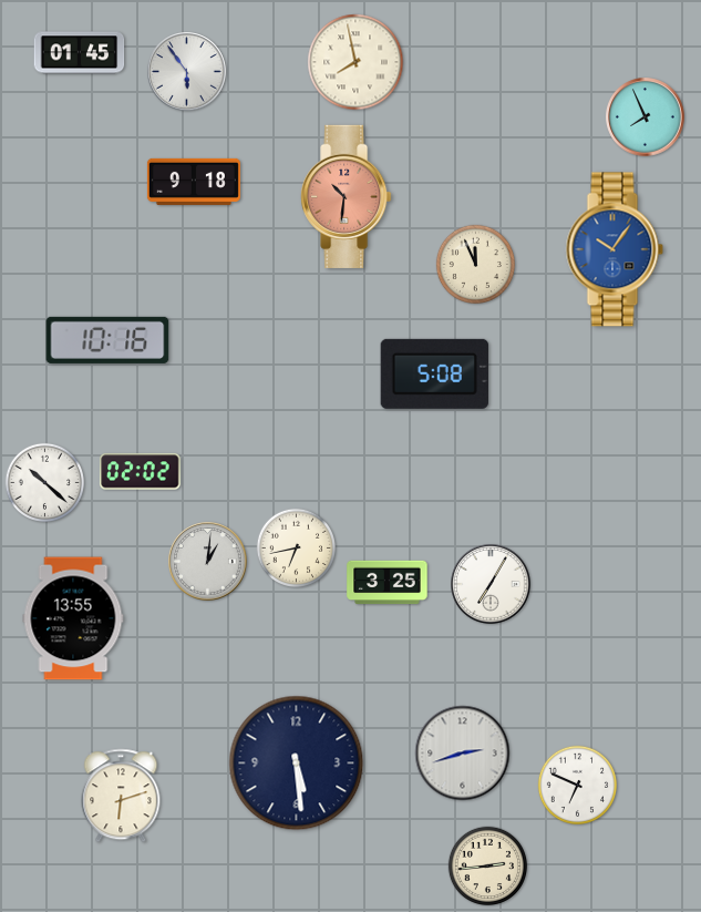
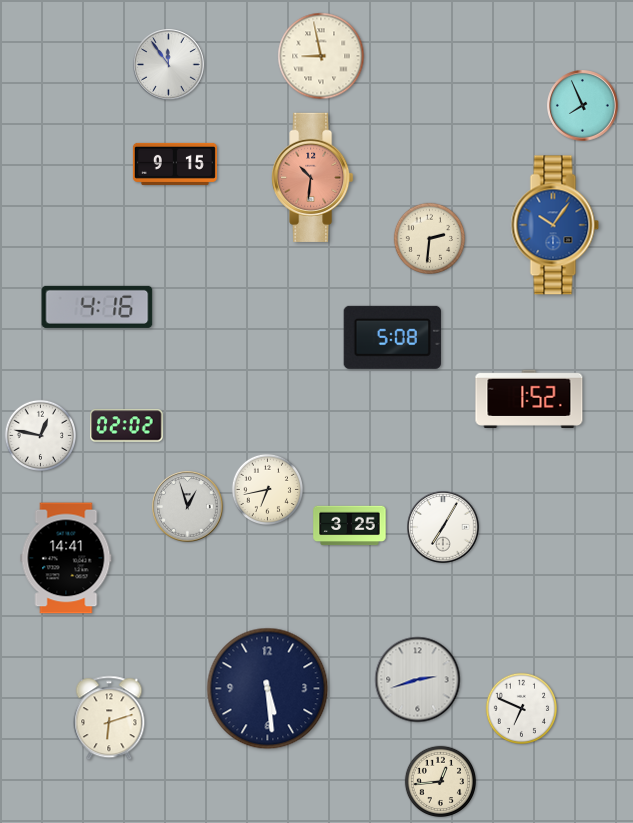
clock at (80, 53): 01:45 -> none
clock at (355, 62): 7:58 -> 8:58
clock at (187, 72): 5:54 -> 11:54
clock at (194, 182): 9:18 -> 9:15
clock at (475, 264): 11:56 -> 2:31
clock at (107, 340): 10:16 -> 4:16
clock at (529, 398): none -> 1:52
clock at (44, 482): 10:22 -> 12:47
clock at (296, 547) position: (296, 547) -> (267, 489)
clock at (208, 562): 1:01 -> 12:57
clock at (73, 618): 13:55 -> 14:41
clock at (487, 865): 2:44 -> 12:44
